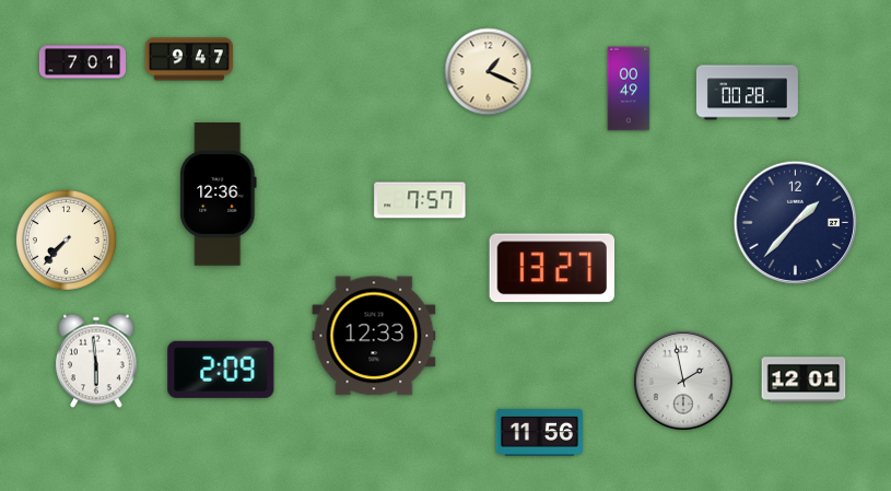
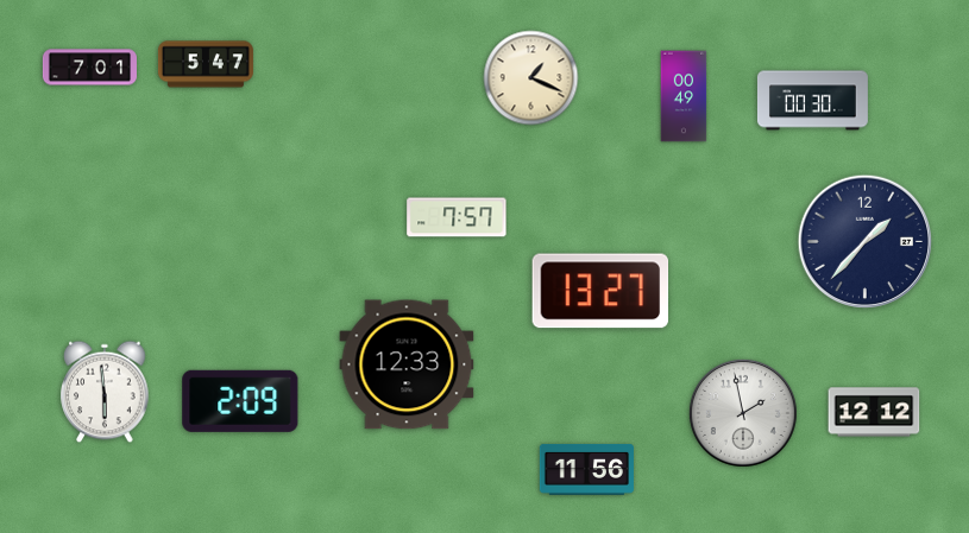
clock at (189, 59): 9:47 -> 5:47
clock at (747, 93): 00:28 -> 00:30
clock at (219, 195): 12:36 -> none
clock at (66, 239): 7:37 -> none
clock at (804, 379): 12:01 -> 12:12
